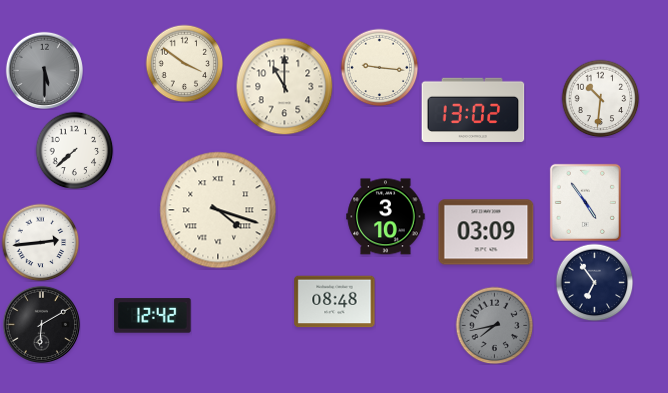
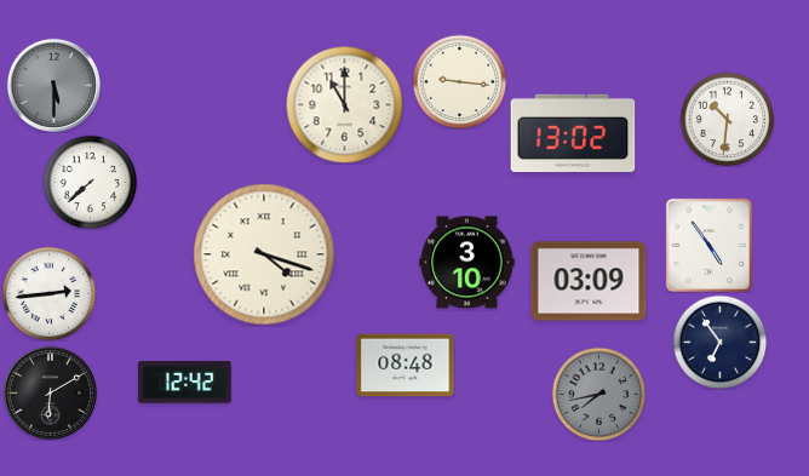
clock at (184, 63): 3:51 -> none
